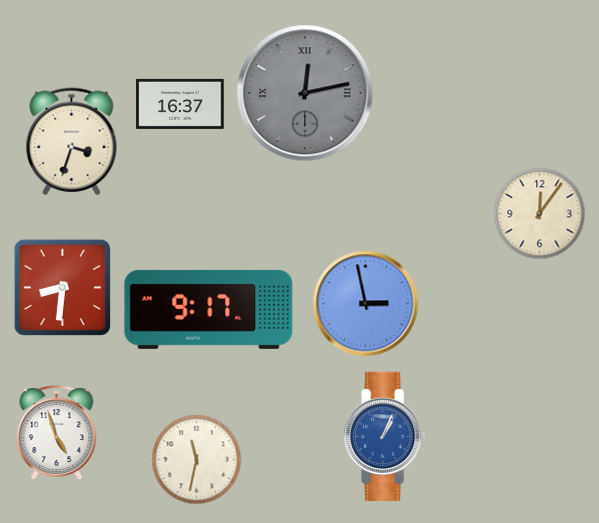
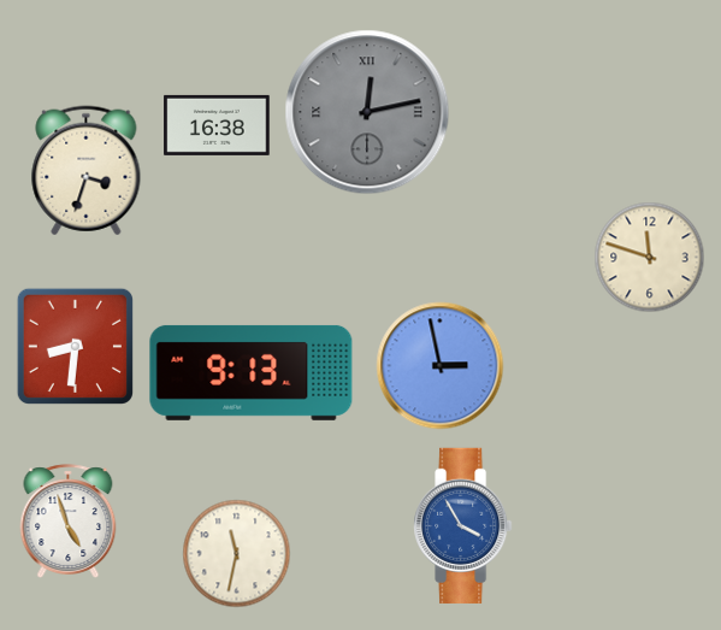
clock at (180, 104): 16:37 -> 16:38
clock at (540, 214): 12:06 -> 11:48
clock at (209, 309): 9:17 -> 9:13
clock at (385, 436): 1:04 -> 3:55
